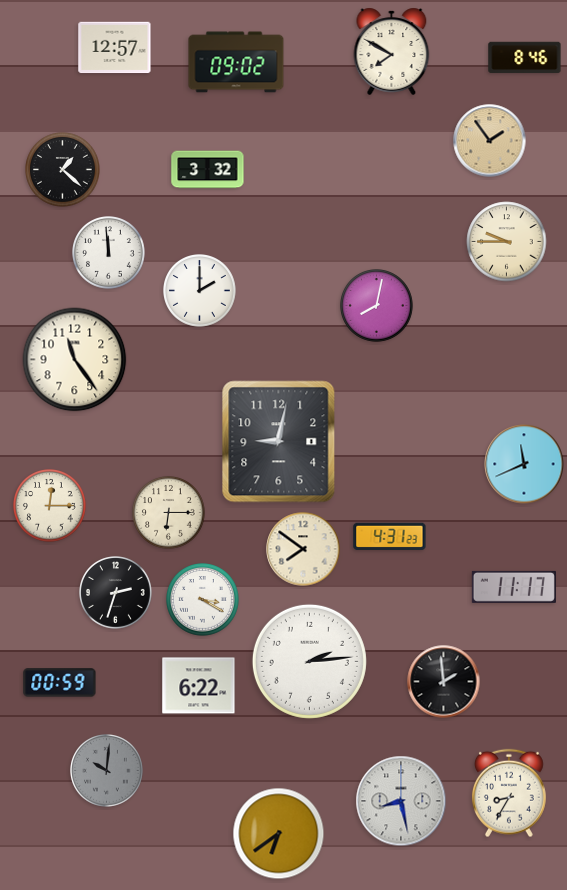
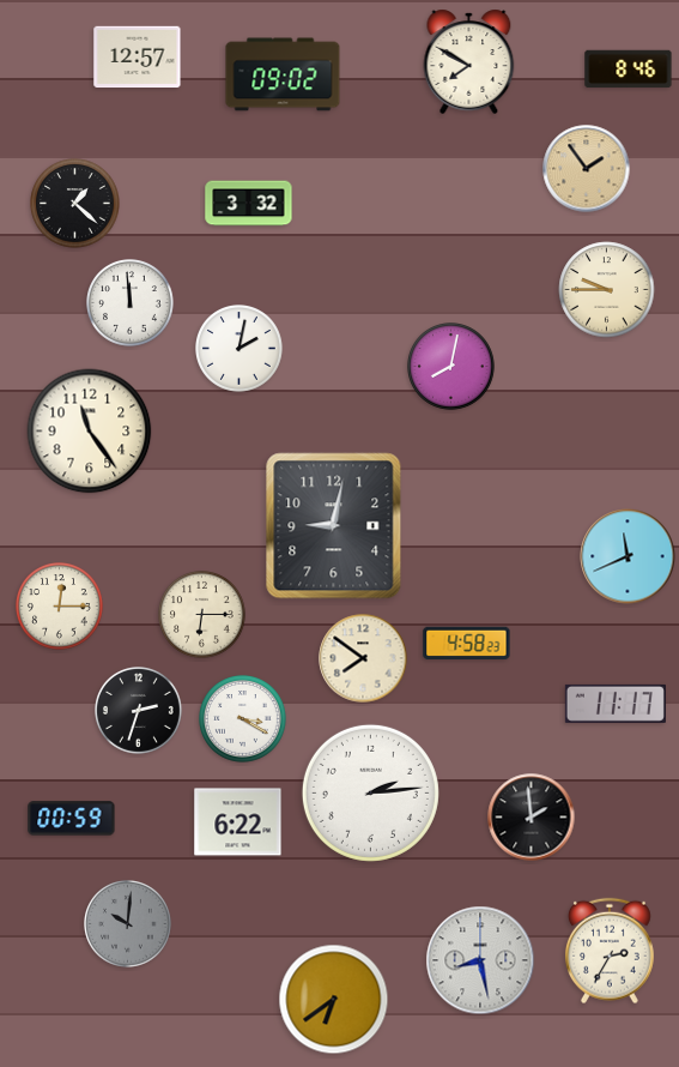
clock at (200, 291): 2:00 -> 2:02
clock at (279, 442) position: (279, 442) -> (334, 526)
clock at (390, 536): 4:31 -> 4:58
clock at (509, 793): 8:35 -> 2:35
